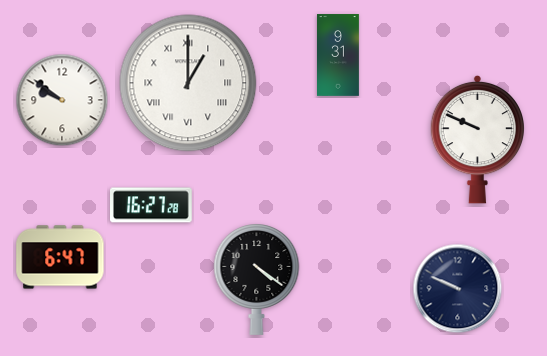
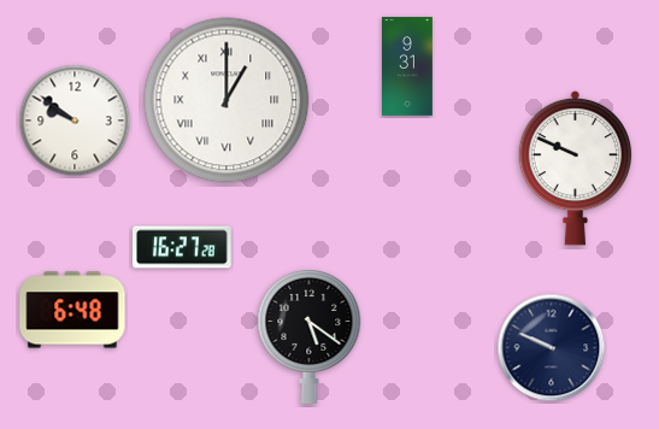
clock at (60, 257): 6:47 -> 6:48
clock at (257, 280): 4:21 -> 5:21
